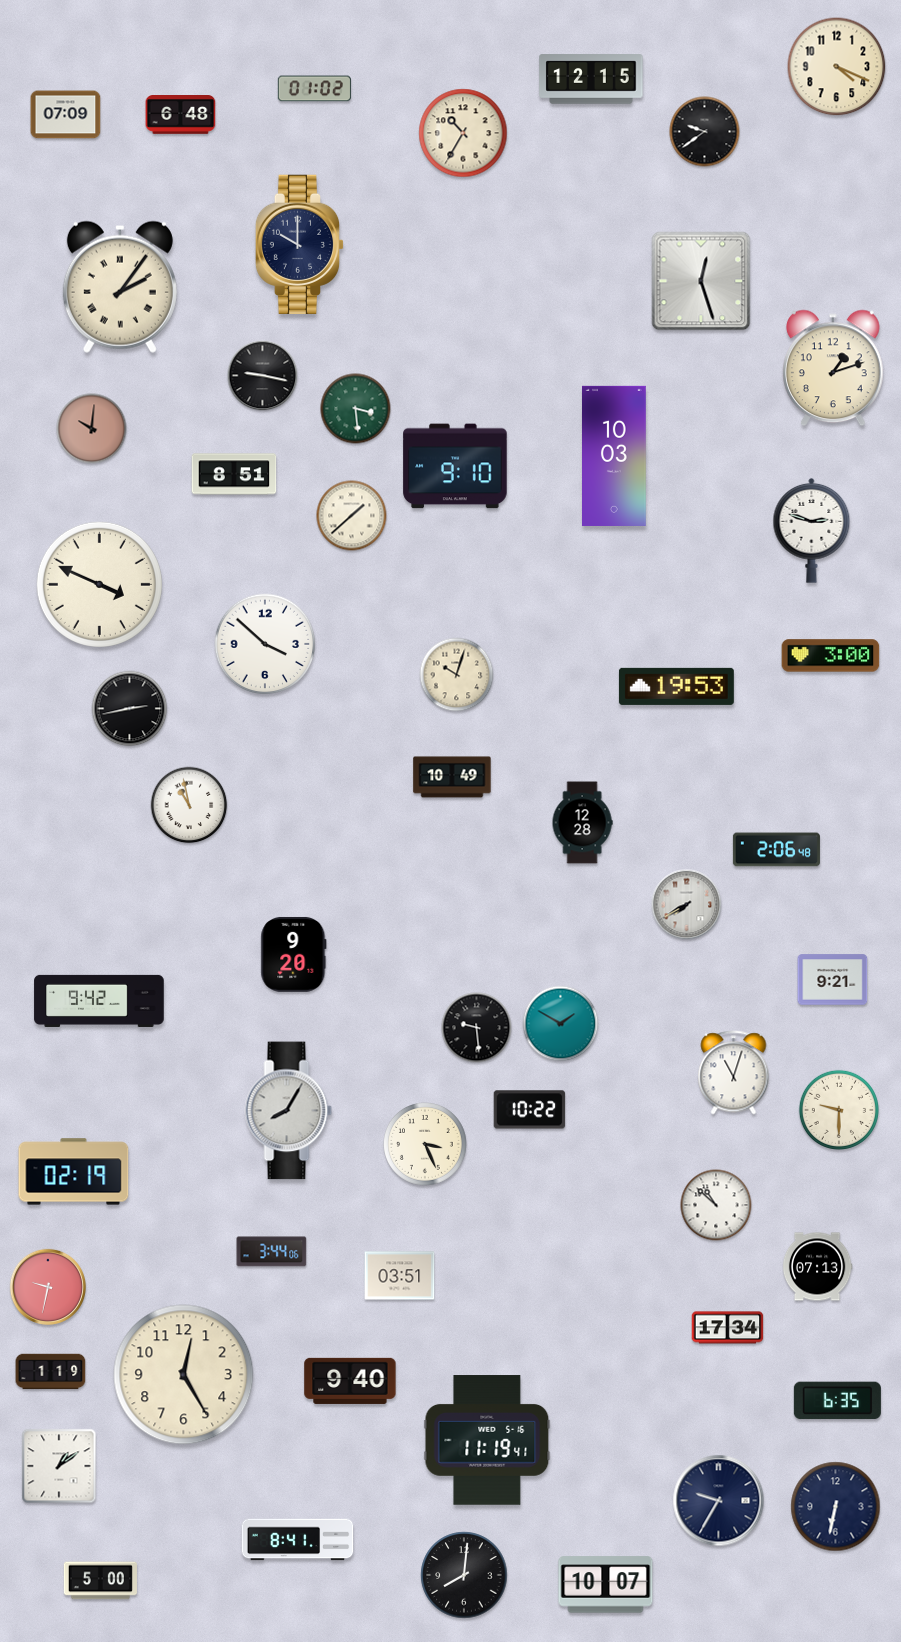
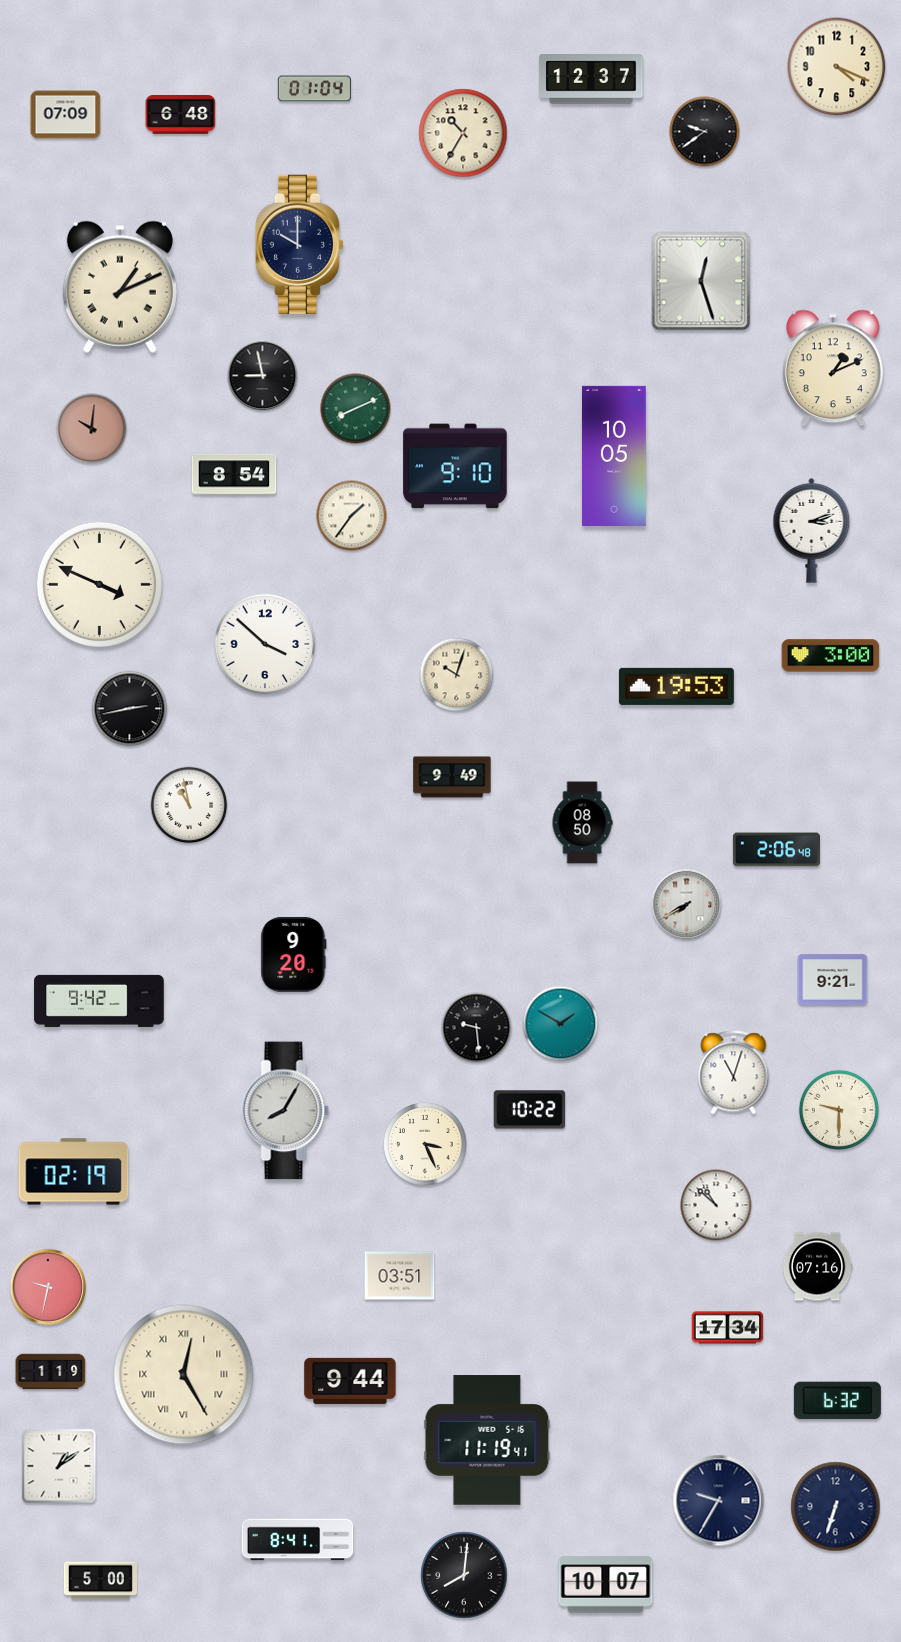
clock at (591, 79): 12:15 -> 12:37
clock at (314, 89): 01:02 -> 01:04
clock at (120, 287): 2:06 -> 1:11
clock at (834, 368): 1:12 -> 1:11
clock at (263, 376): 9:17 -> 8:58
clock at (356, 409): 3:29 -> 8:11
clock at (615, 456): 10:03 -> 10:05
clock at (234, 474): 8:51 -> 8:54
clock at (352, 516): 1:38 -> 1:36
clock at (812, 530): 2:48 -> 3:12
clock at (452, 777): 10:49 -> 9:49
clock at (582, 823): 12:28 -> 08:50
clock at (289, 1111) position: (289, 1111) -> (286, 1111)
clock at (272, 1252): 3:44 -> none
clock at (817, 1267): 07:13 -> 07:16
clock at (184, 1375) numerals: Arabic -> Roman
clock at (350, 1381): 9:40 -> 9:44
clock at (837, 1401): 6:35 -> 6:32
clock at (836, 1507): 6:32 -> 6:33
